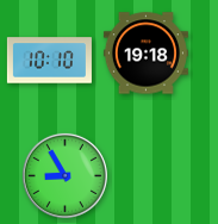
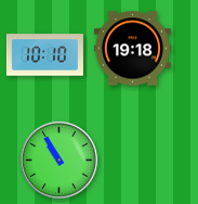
clock at (64, 175): 8:55 -> 10:55
